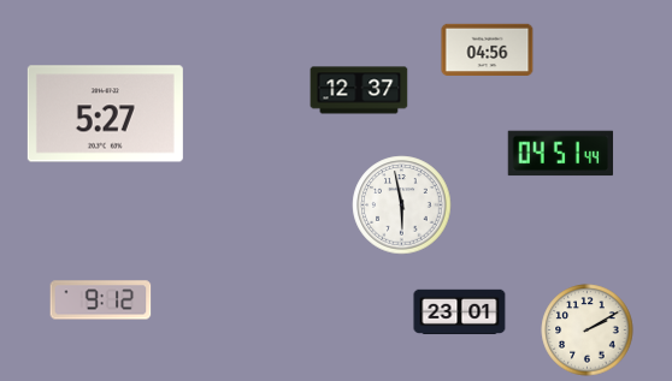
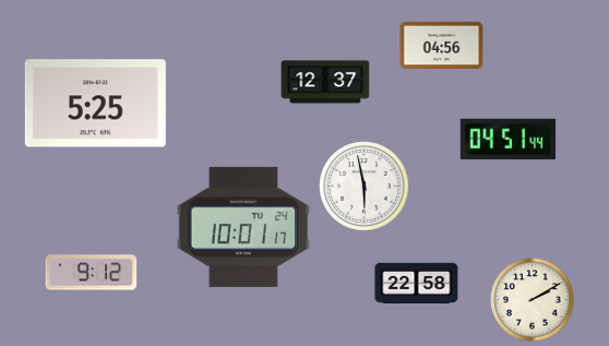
clock at (105, 114): 5:27 -> 5:25
clock at (243, 227): none -> 10:01
clock at (460, 312): 23:01 -> 22:58
